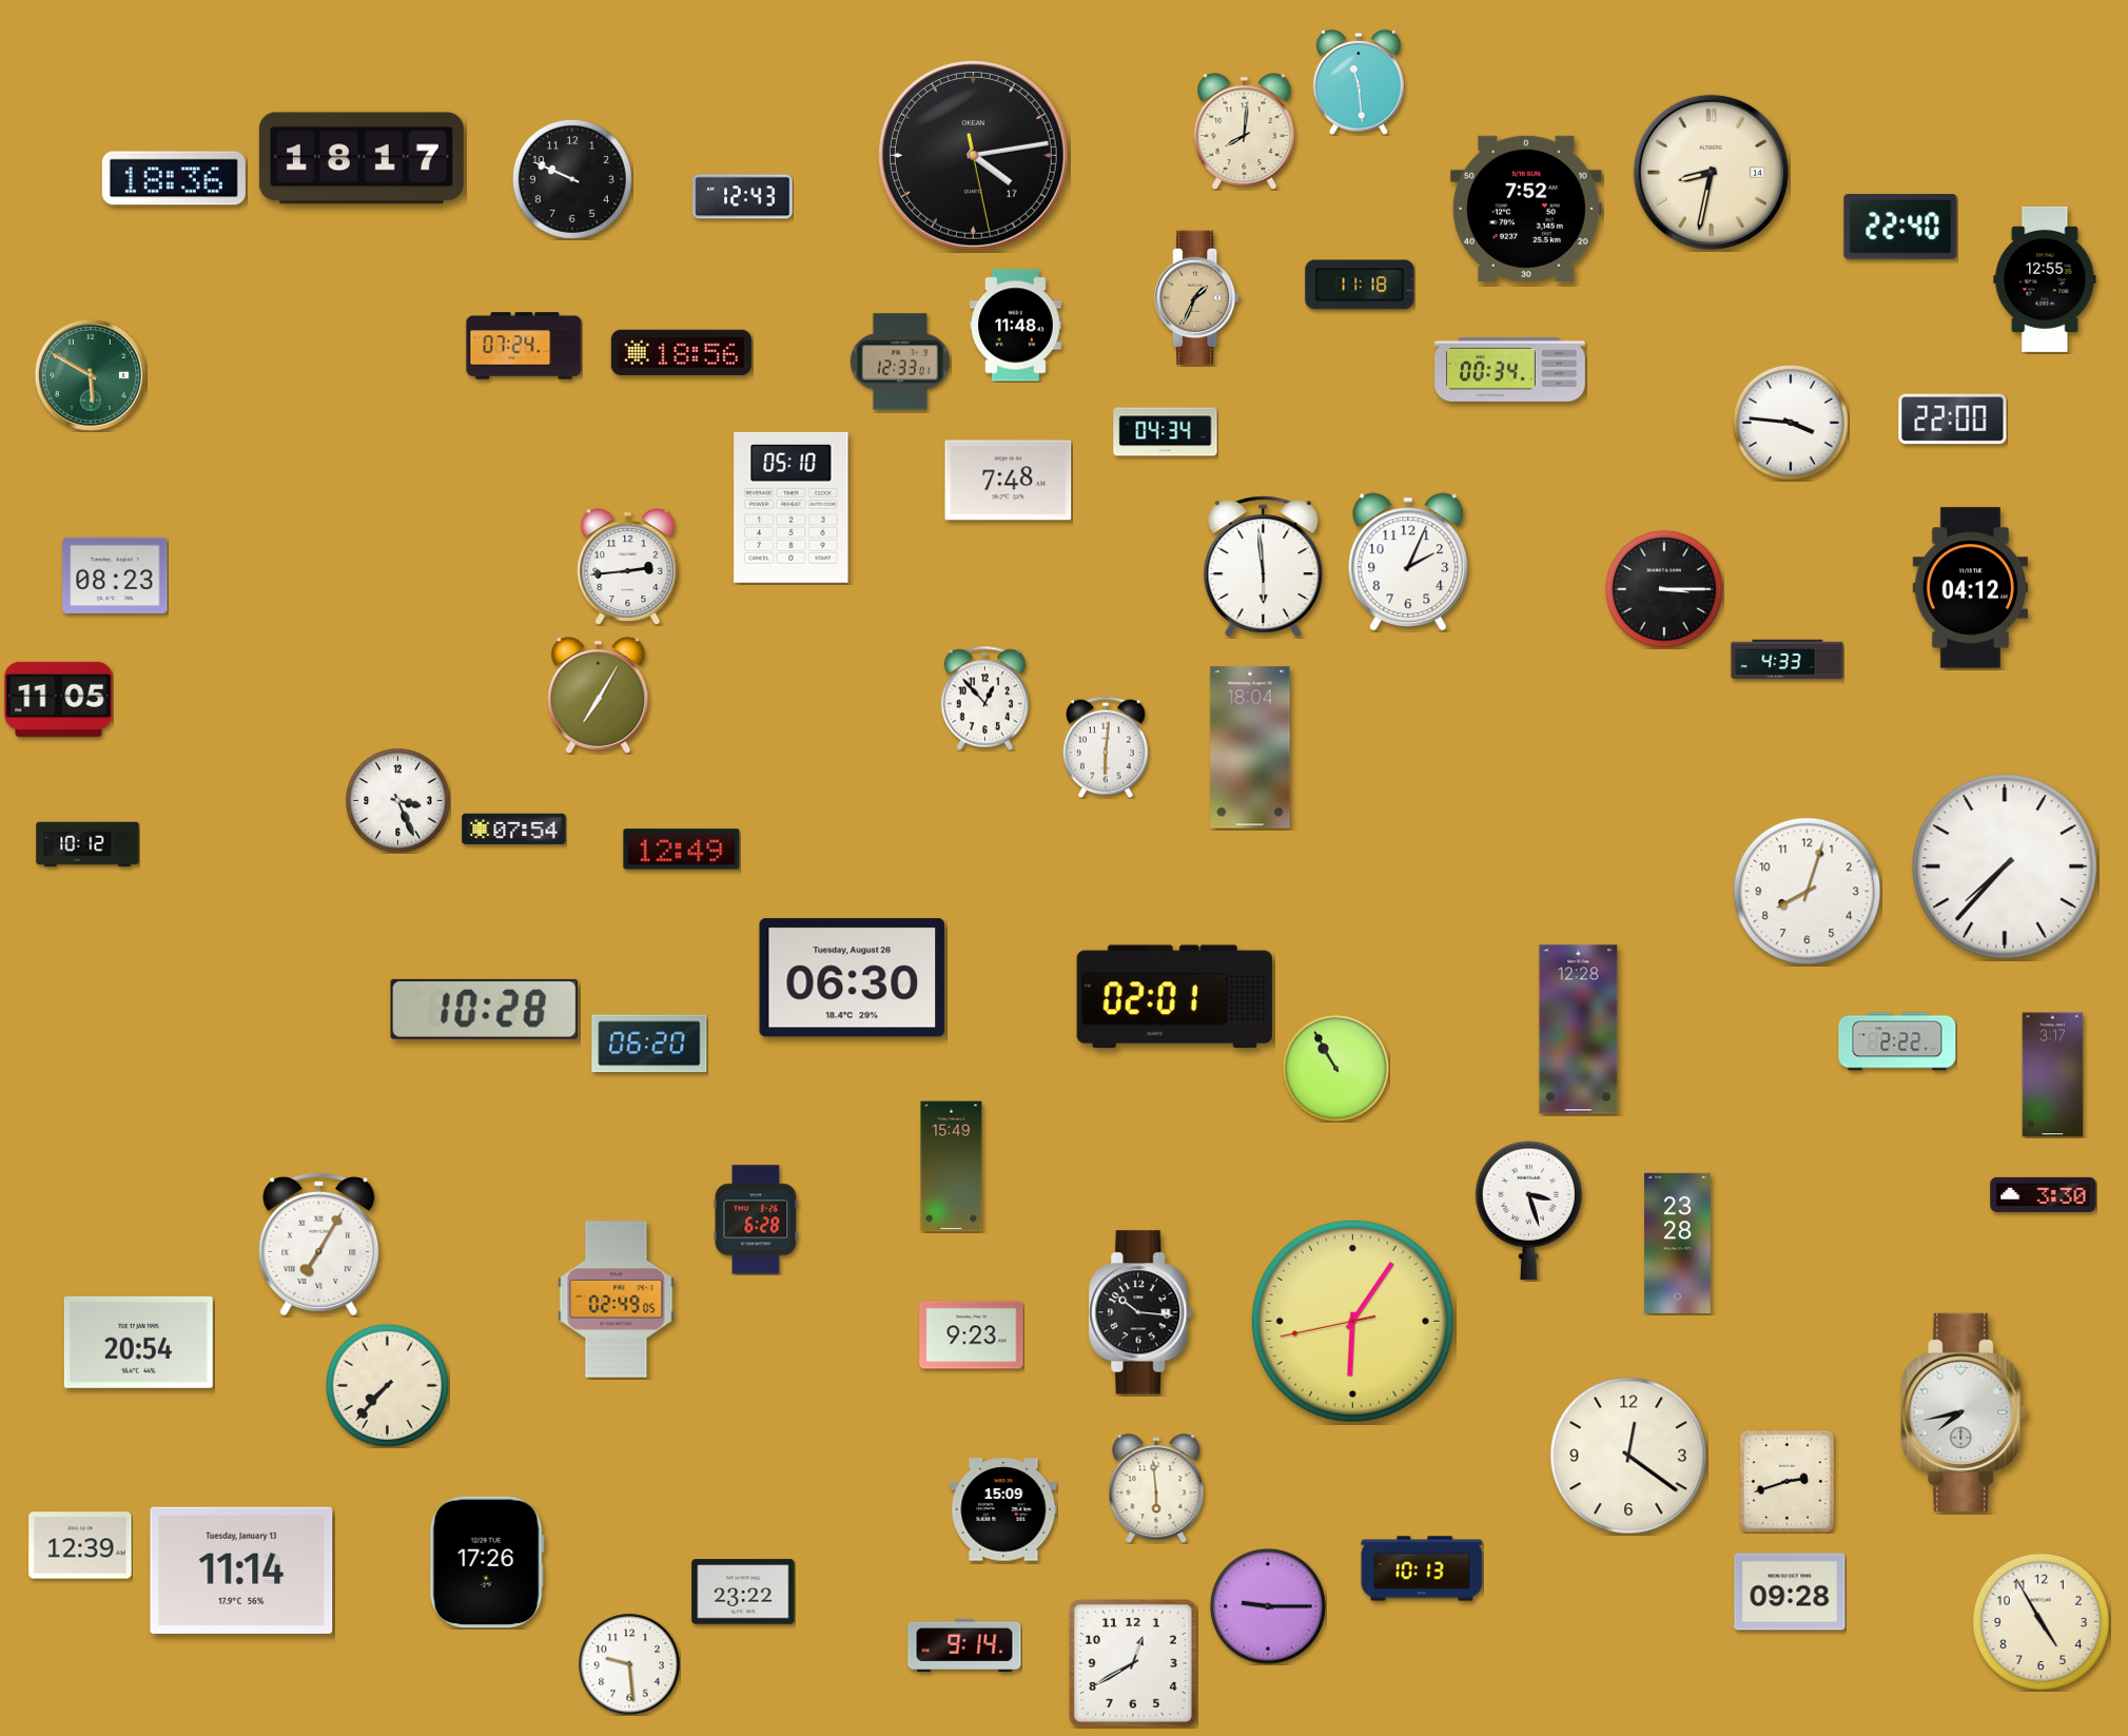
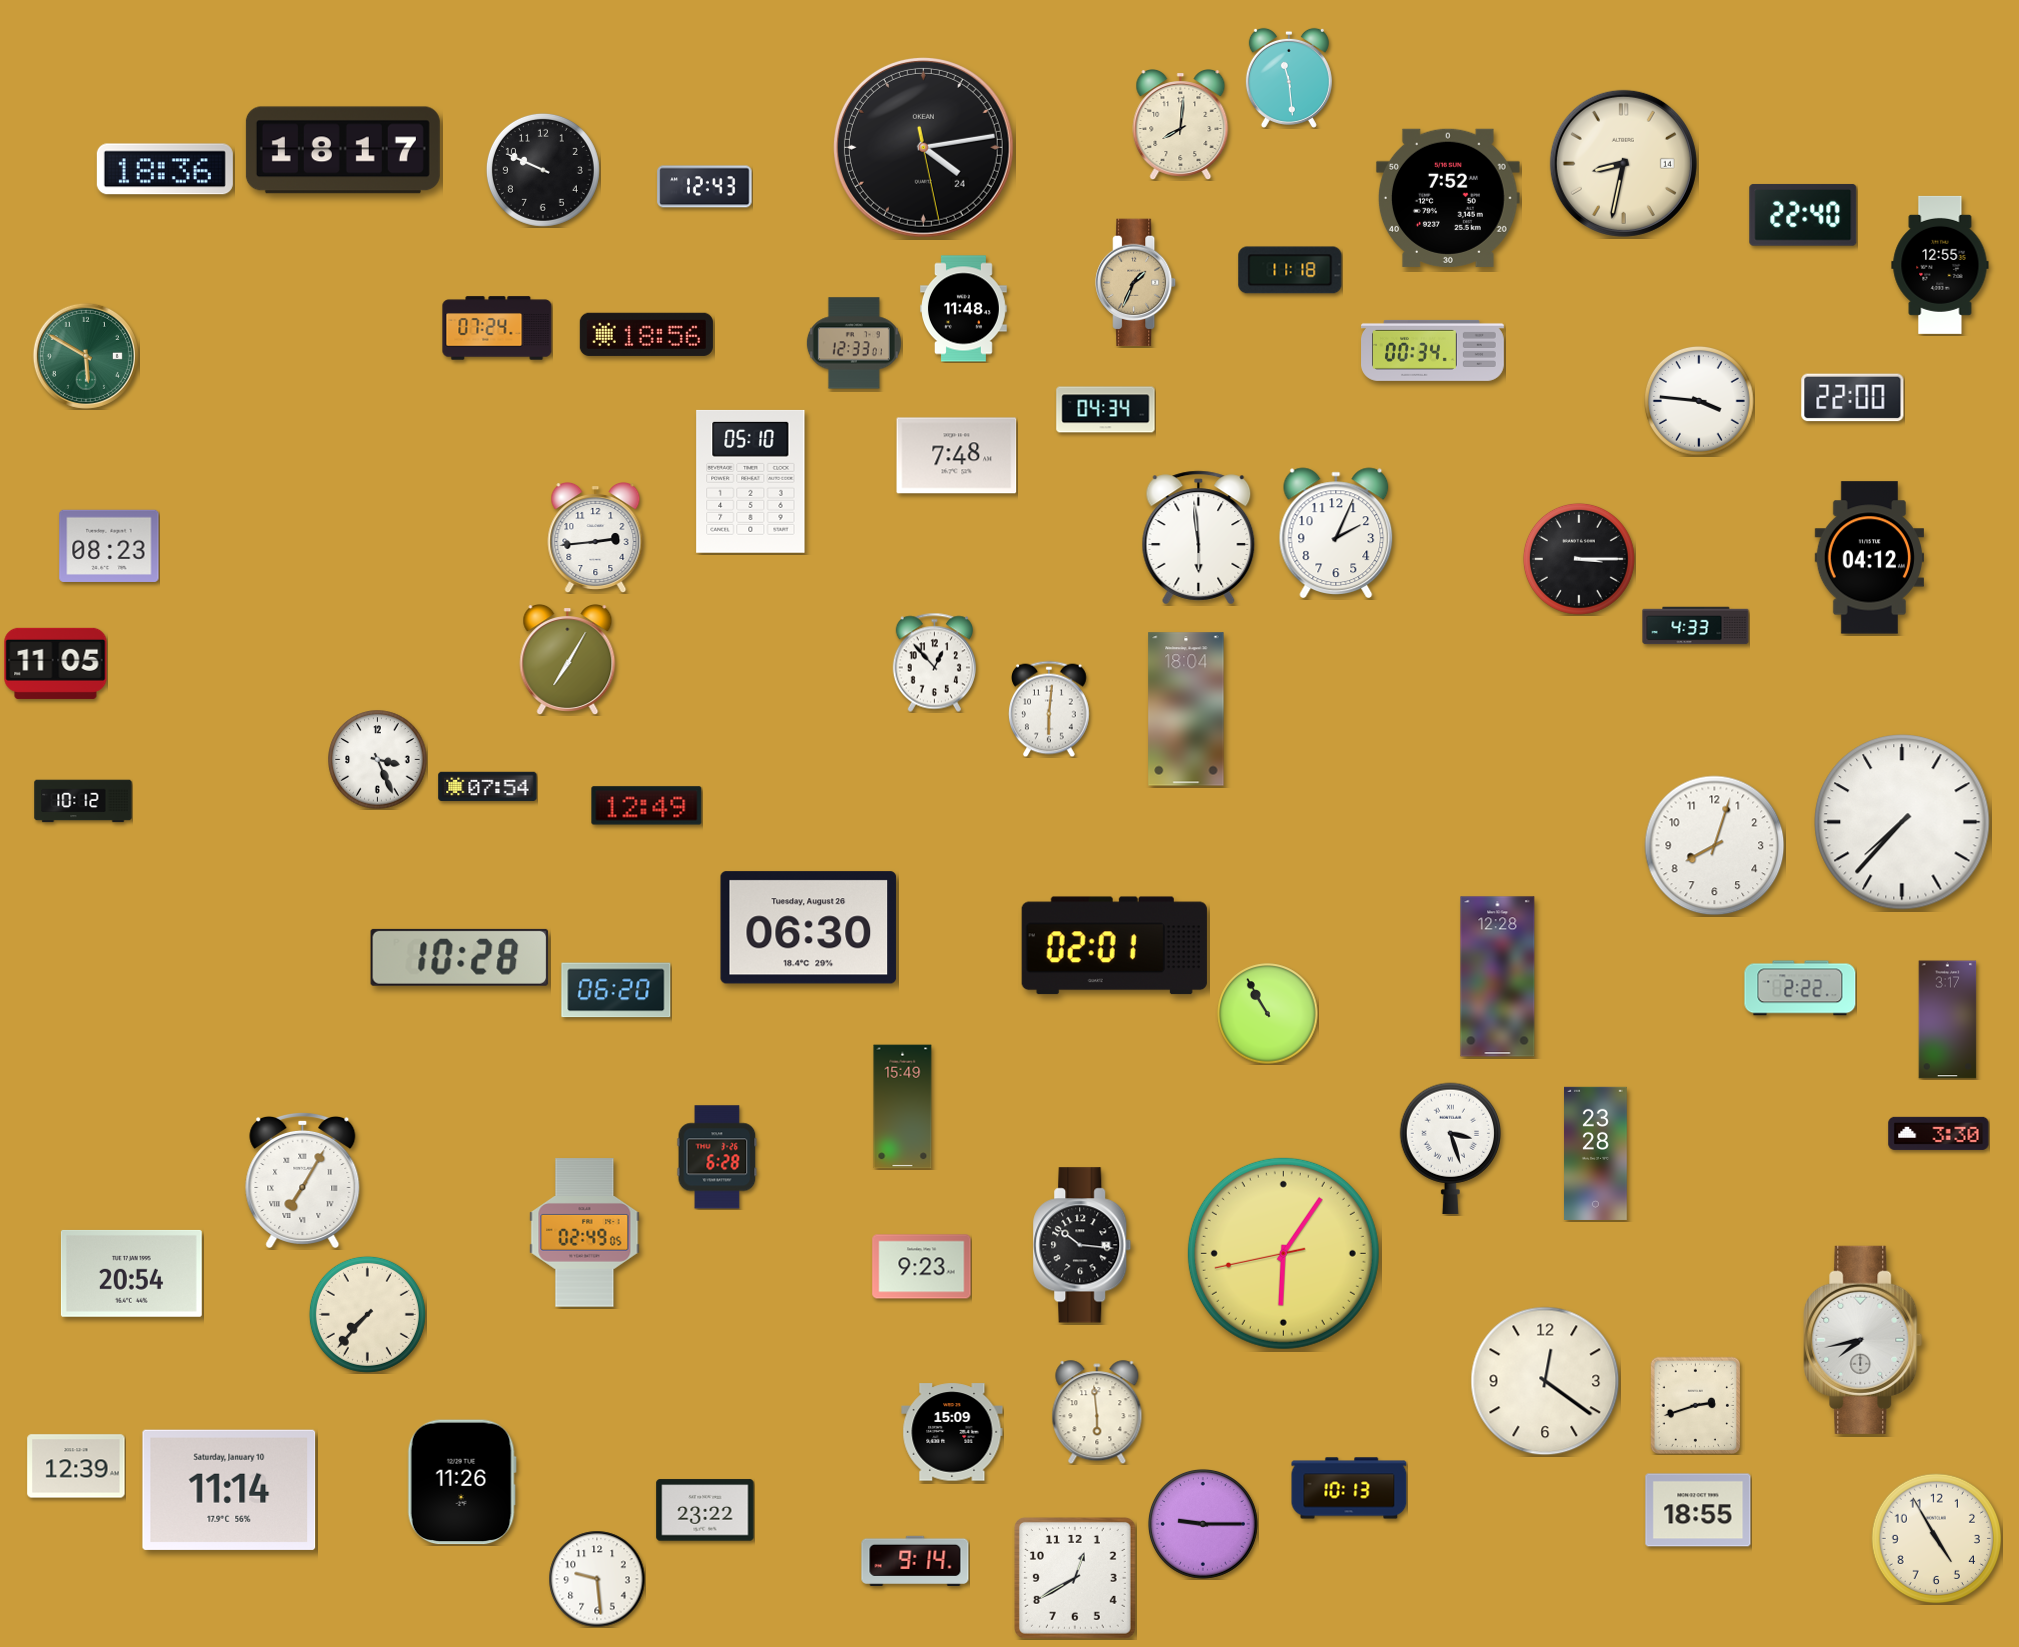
clock at (973, 155) date: 17 -> 24
clock at (1678, 1243) position: (1678, 1243) -> (1596, 1153)
clock at (487, 1562): 17:26 -> 11:26
clock at (241, 1571) date: Tuesday, January 13 -> Saturday, January 10
clock at (1790, 1592): 09:28 -> 18:55
